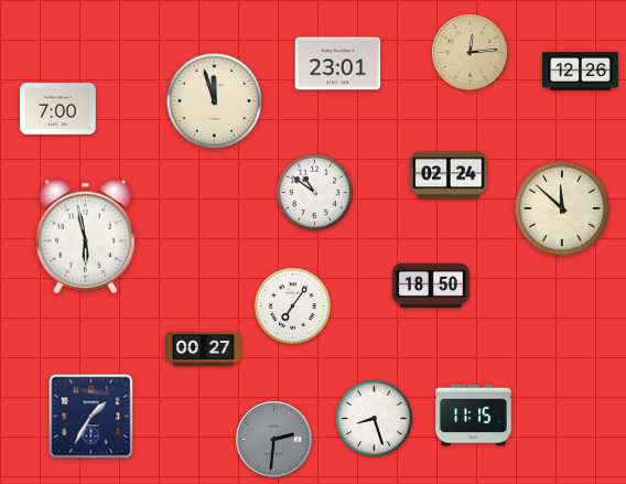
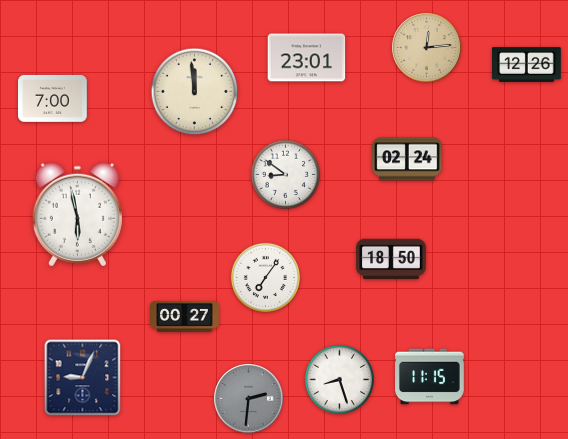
clock at (215, 101): 11:57 -> 11:59
clock at (314, 192): 10:51 -> 8:51
clock at (562, 208): 11:52 -> none
clock at (91, 417): 1:35 -> 9:04
